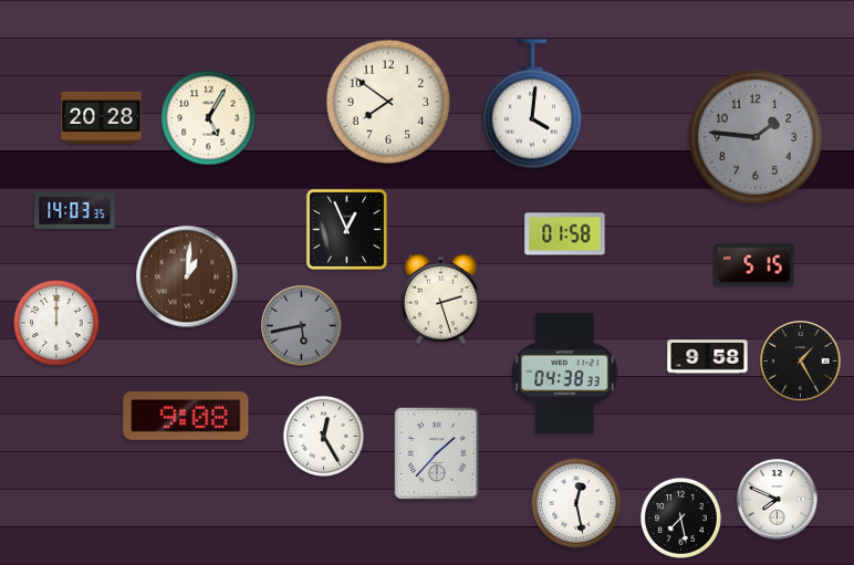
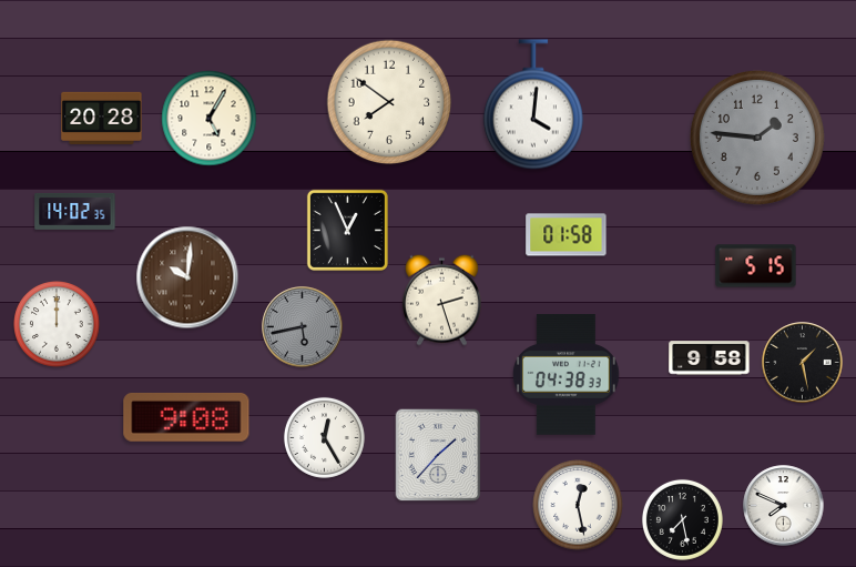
clock at (75, 210): 14:03 -> 14:02
clock at (187, 276): 1:01 -> 10:01
clock at (801, 362): 1:25 -> 1:28
clock at (778, 500) position: (778, 500) -> (784, 506)
